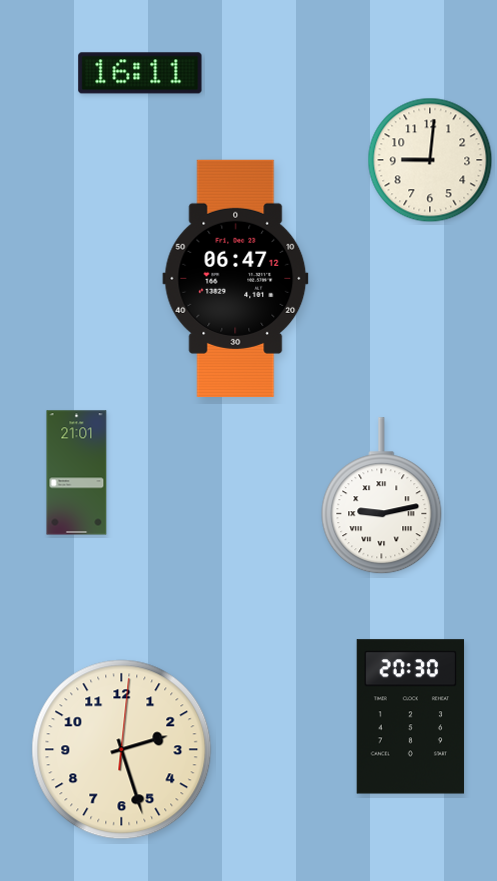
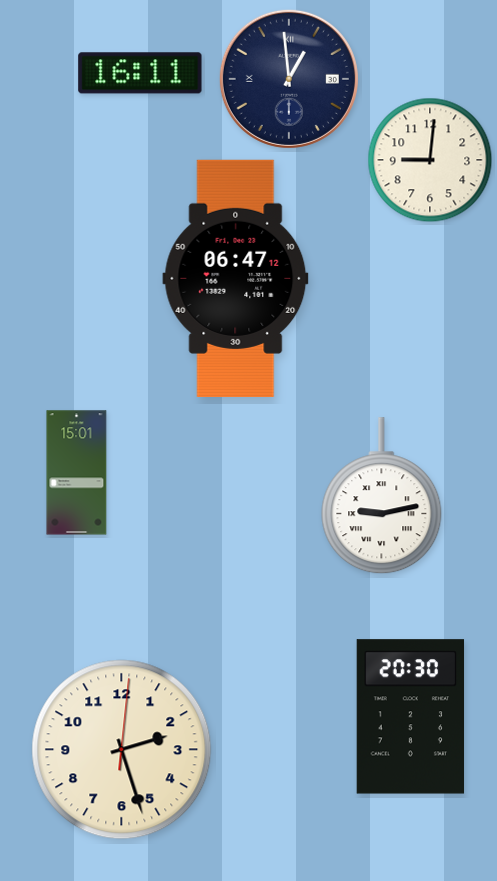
clock at (289, 79): none -> 12:59
clock at (77, 473): 21:01 -> 15:01
